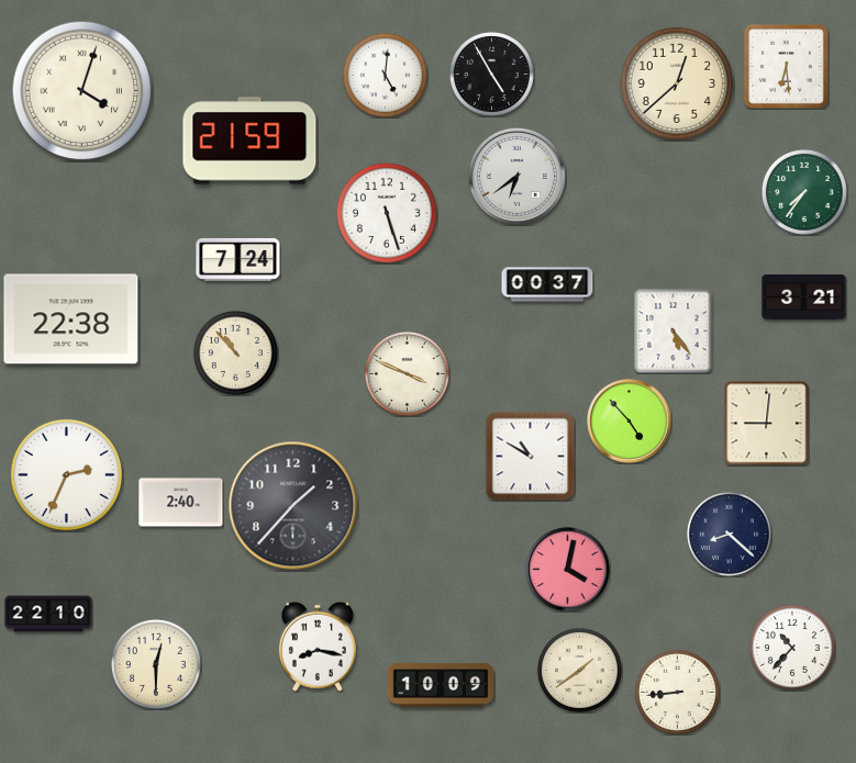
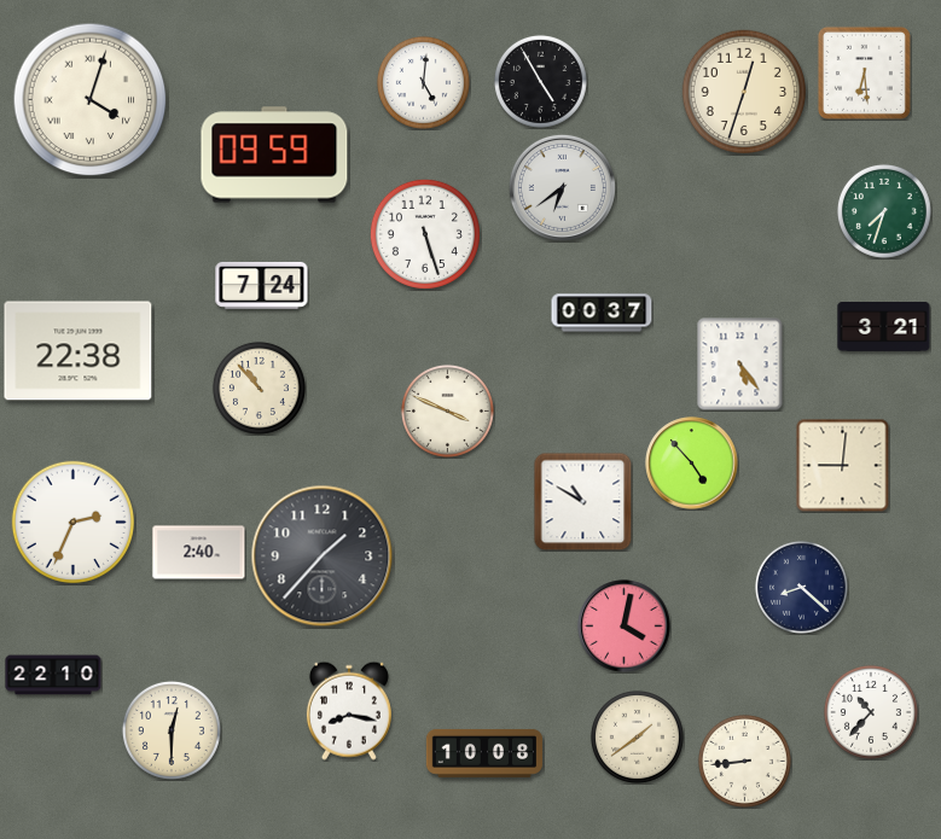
clock at (676, 82): 12:38 -> 12:33
clock at (249, 141): 21:59 -> 09:59
clock at (516, 176) position: (516, 176) -> (562, 187)
clock at (804, 192): 7:36 -> 7:33
clock at (440, 685): 10:09 -> 10:08
